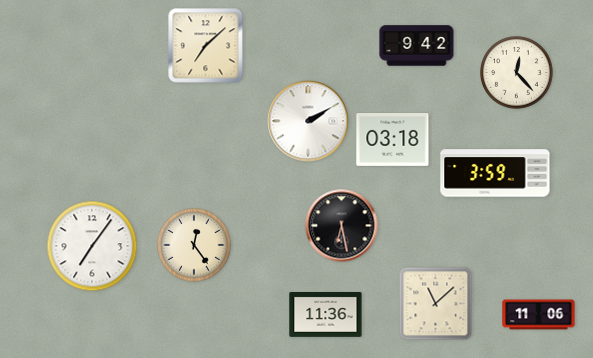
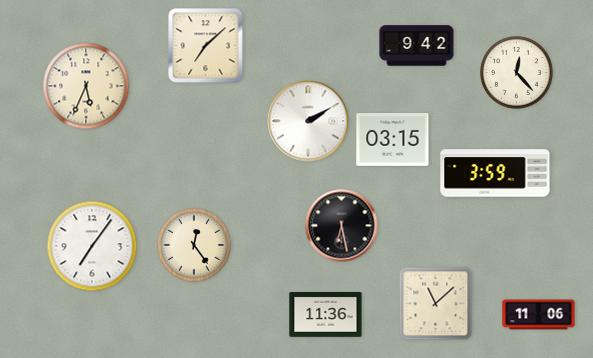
clock at (86, 86): none -> 5:34
clock at (393, 140): 03:18 -> 03:15
